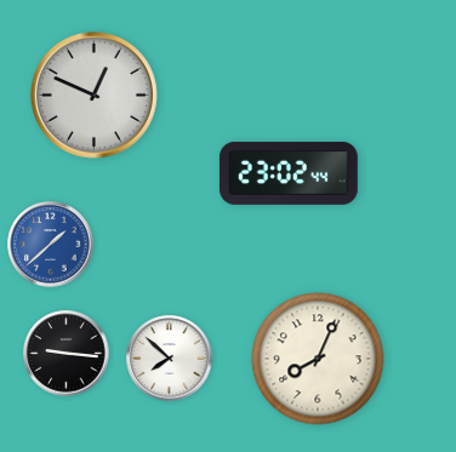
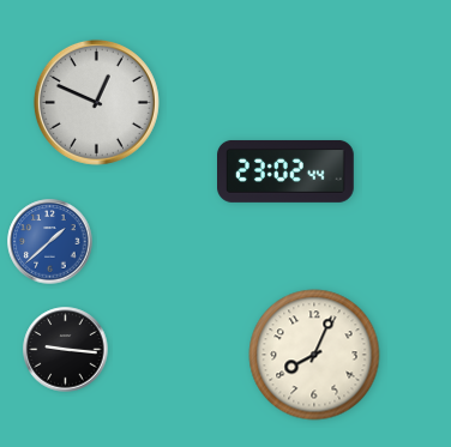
clock at (93, 95) position: (93, 95) -> (96, 102)
clock at (170, 359): 7:52 -> none
